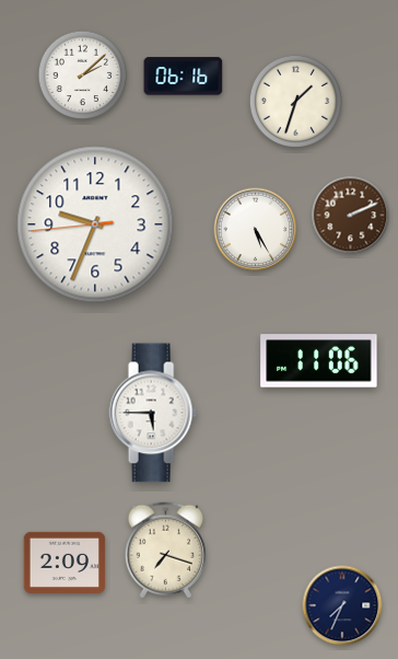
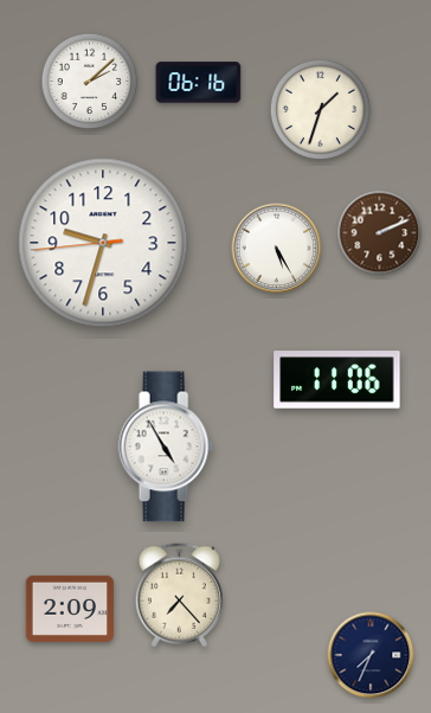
clock at (95, 224): 9:33 -> 9:32
clock at (319, 361) position: (319, 361) -> (337, 380)
clock at (153, 413): 5:45 -> 4:55
clock at (165, 551): 7:18 -> 7:23
